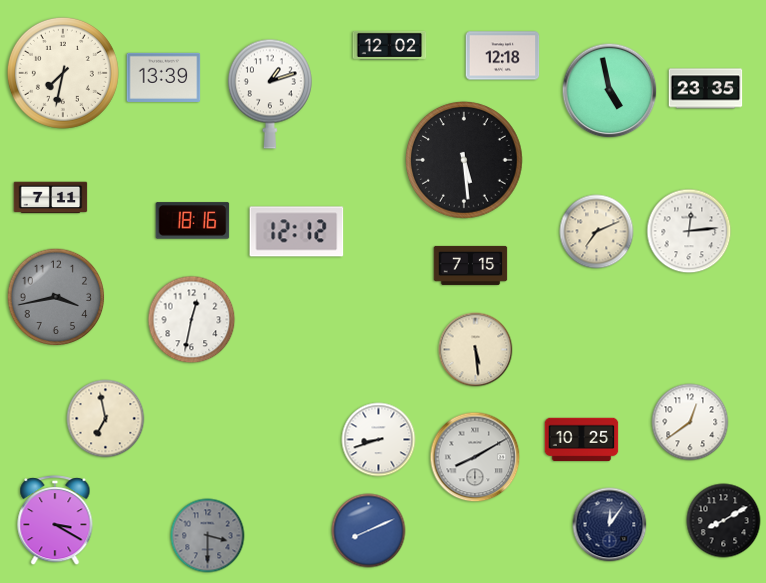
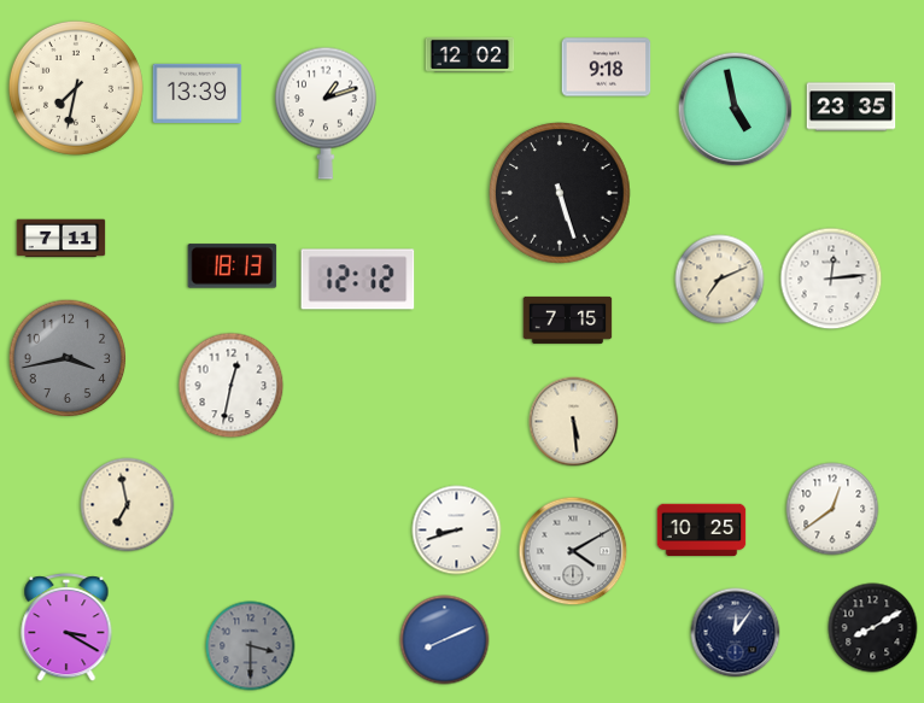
clock at (503, 56): 12:18 -> 9:18
clock at (465, 161): 5:29 -> 5:27
clock at (193, 221): 18:16 -> 18:13
clock at (475, 457): 8:10 -> 4:10
